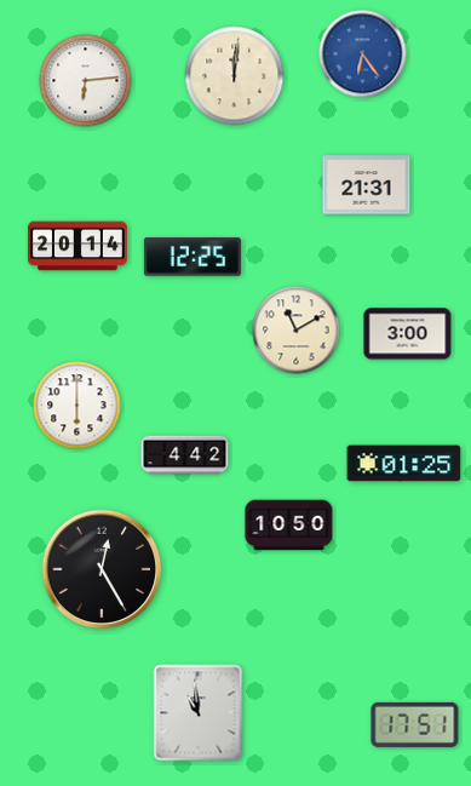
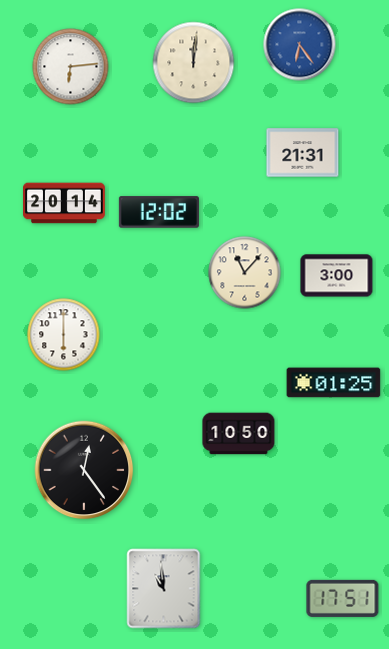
clock at (193, 257): 12:25 -> 12:02
clock at (297, 331): 11:10 -> 11:07
clock at (185, 455): 4:42 -> none
clock at (102, 569): 12:25 -> 12:24
